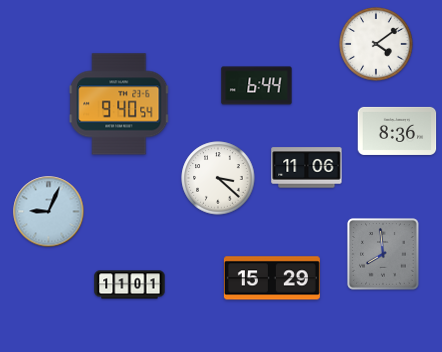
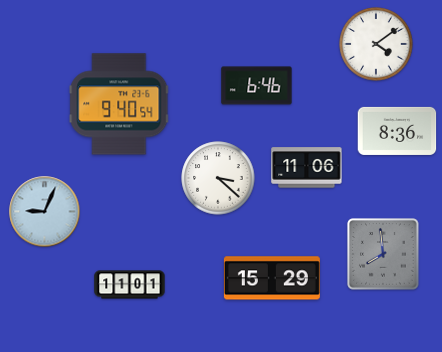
clock at (257, 86): 6:44 -> 6:46
clock at (49, 212) position: (49, 212) -> (45, 212)
